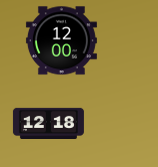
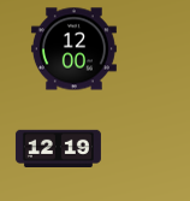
clock at (48, 124): 12:18 -> 12:19
